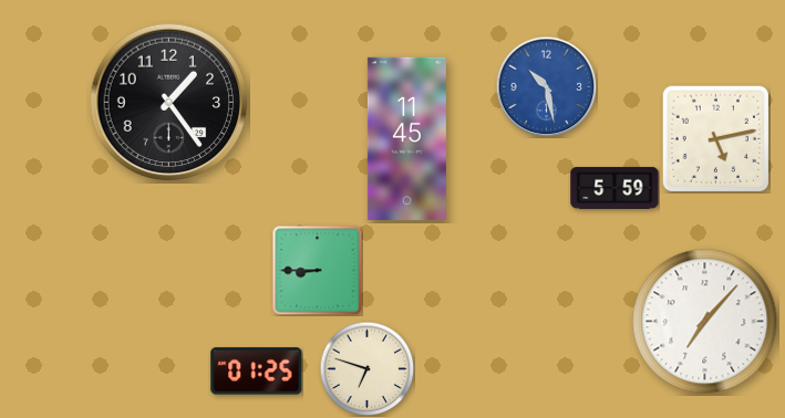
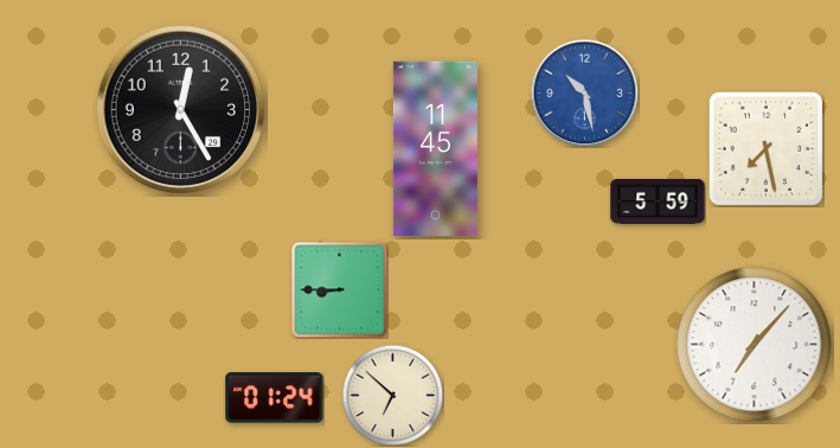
clock at (169, 103): 1:24 -> 12:25
clock at (715, 138): 5:13 -> 7:28
clock at (366, 368): 6:48 -> 6:52
clock at (257, 372): 01:25 -> 01:24
